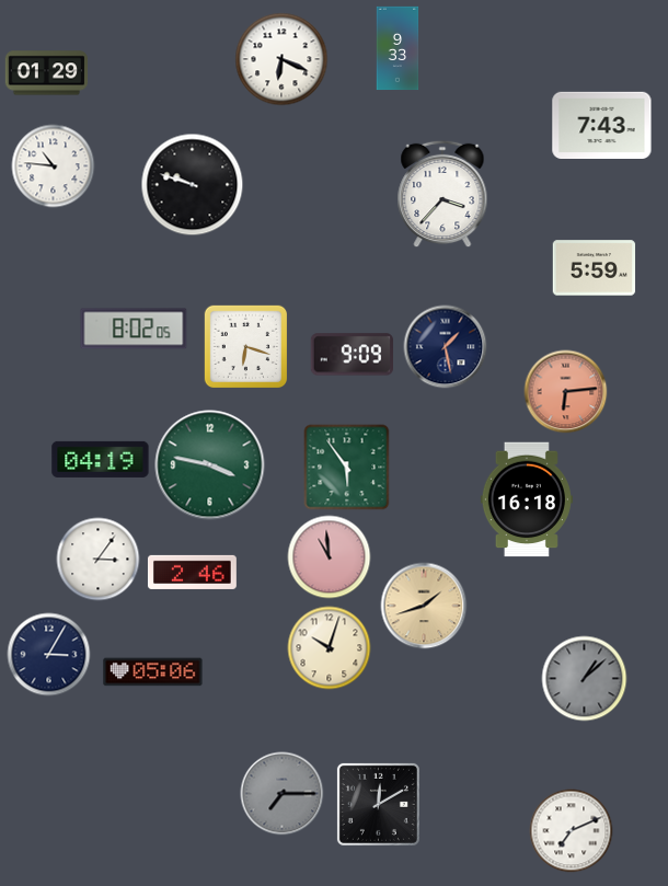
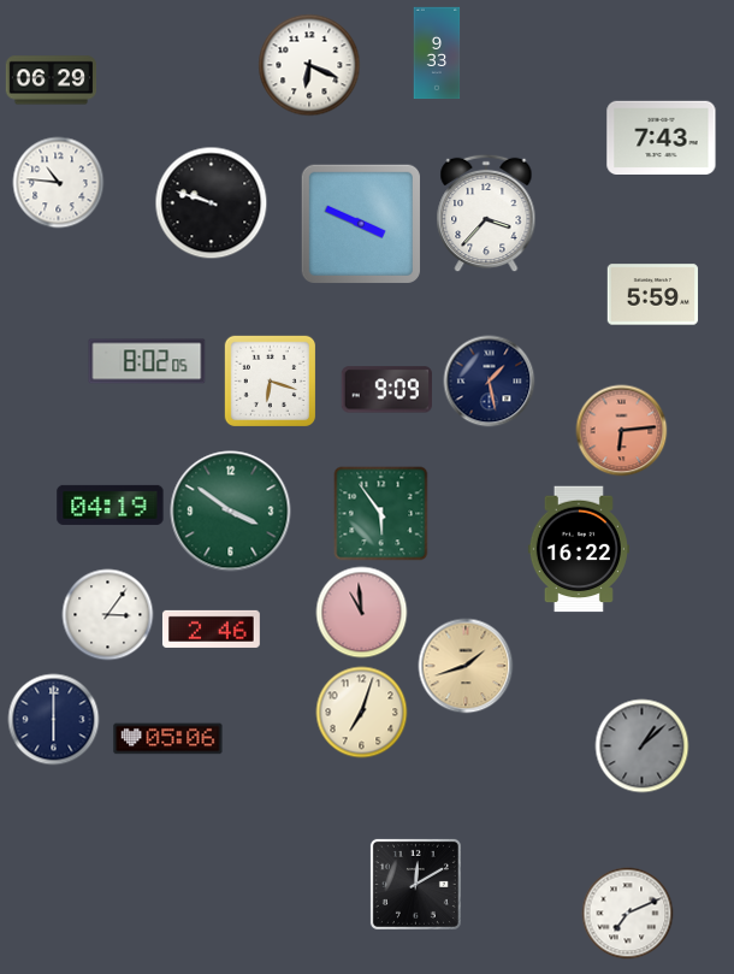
clock at (47, 73): 01:29 -> 06:29
clock at (360, 223): none -> 3:49
clock at (210, 465): 3:47 -> 3:51
clock at (527, 499): 16:18 -> 16:22
clock at (330, 648): 10:03 -> 7:03
clock at (49, 655): 3:05 -> 6:00
clock at (283, 794): 7:15 -> none
